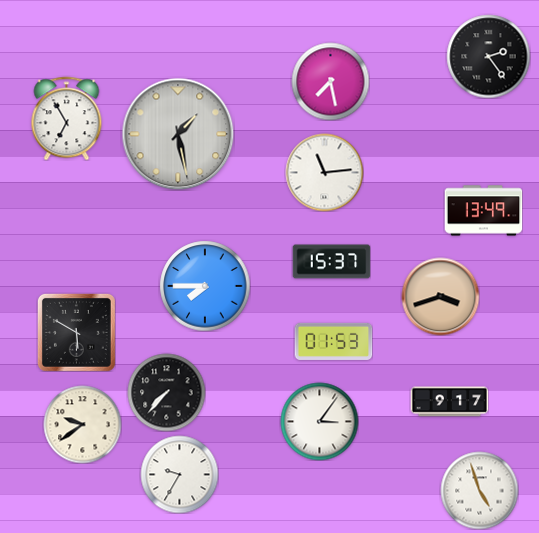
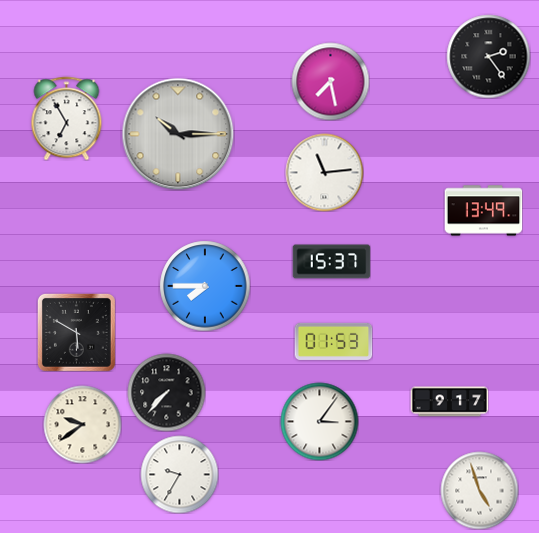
clock at (178, 134): 1:28 -> 10:15
clock at (440, 296): 3:42 -> none
